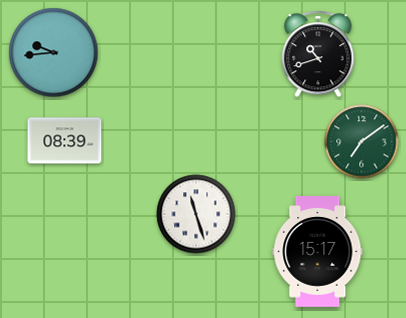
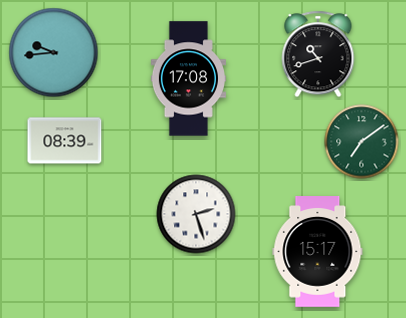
clock at (188, 79): none -> 17:08
clock at (196, 214): 11:27 -> 2:27
